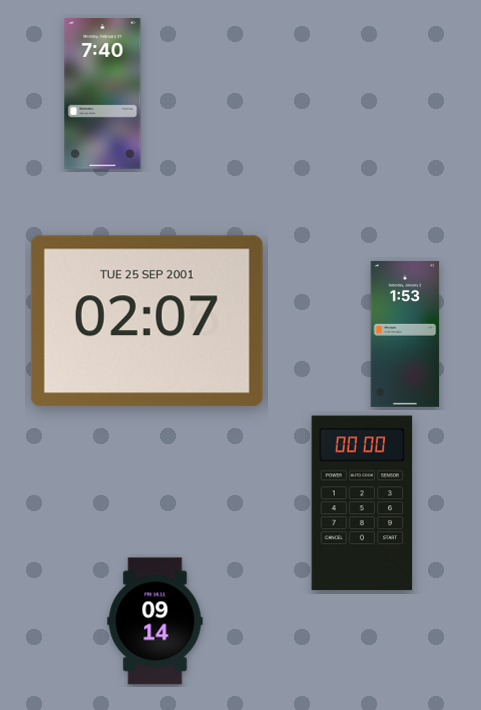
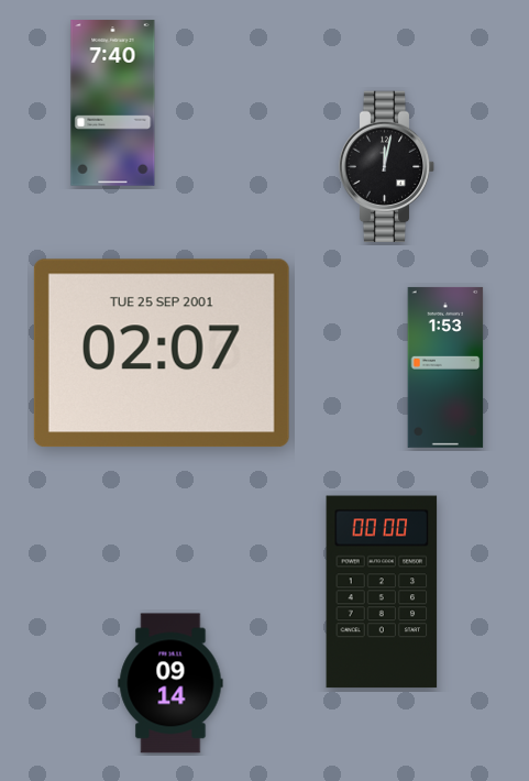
clock at (387, 167): none -> 12:02
clock at (362, 503) position: (362, 503) -> (382, 592)
